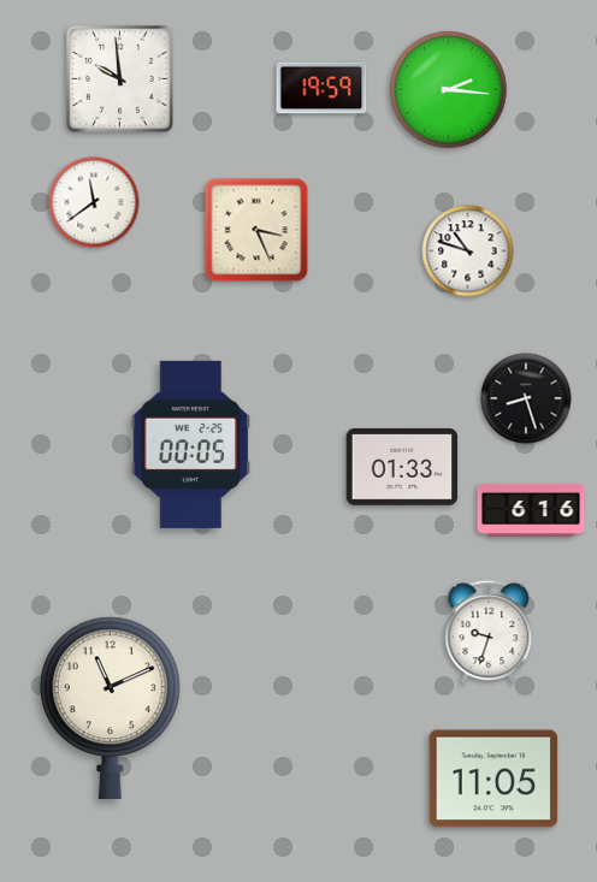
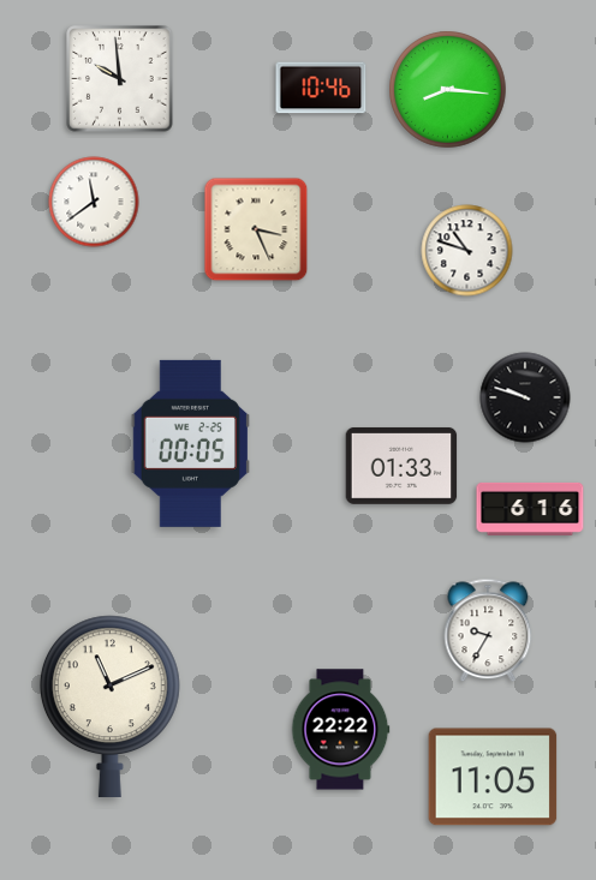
clock at (321, 88): 19:59 -> 10:46
clock at (449, 90): 2:16 -> 8:16
clock at (526, 398): 8:27 -> 9:48
clock at (489, 632): 9:33 -> 9:35
clock at (340, 730): none -> 22:22
